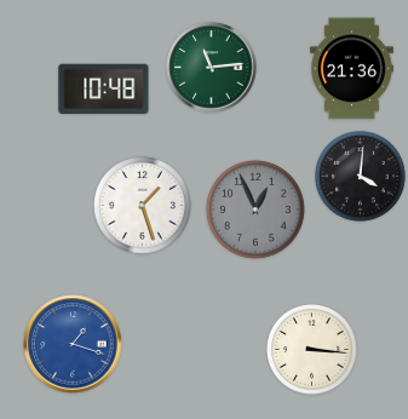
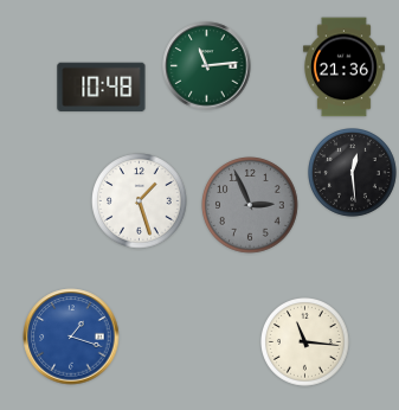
clock at (361, 177): 4:01 -> 12:29
clock at (255, 209): 12:56 -> 2:56
clock at (312, 350): 3:16 -> 11:16
